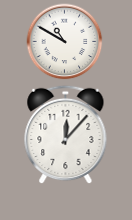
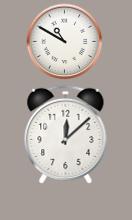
clock at (66, 135): 12:07 -> 12:08
